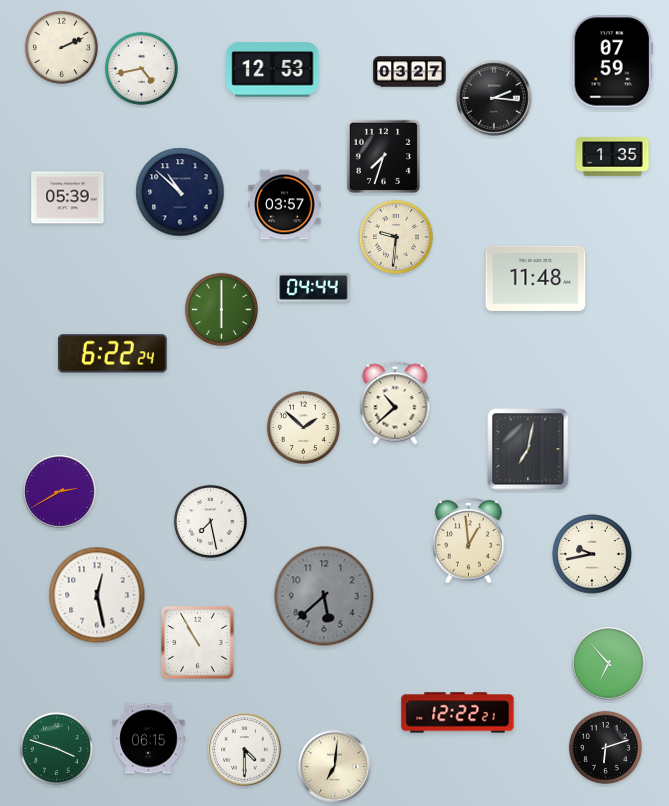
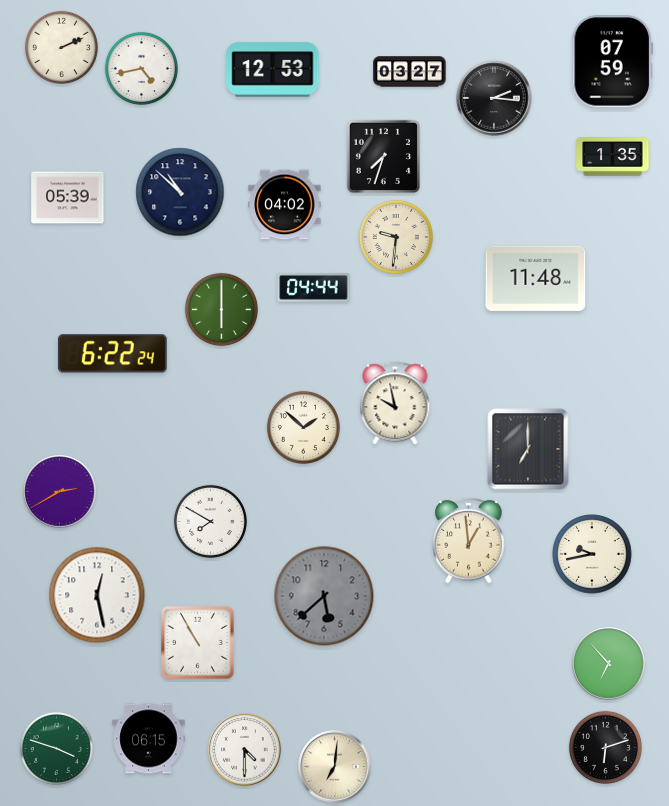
clock at (285, 205): 03:57 -> 04:02
clock at (395, 403): 10:38 -> 9:58
clock at (528, 449): 7:02 -> 7:00
clock at (210, 521): 7:28 -> 7:50
clock at (458, 713): 12:22 -> none
